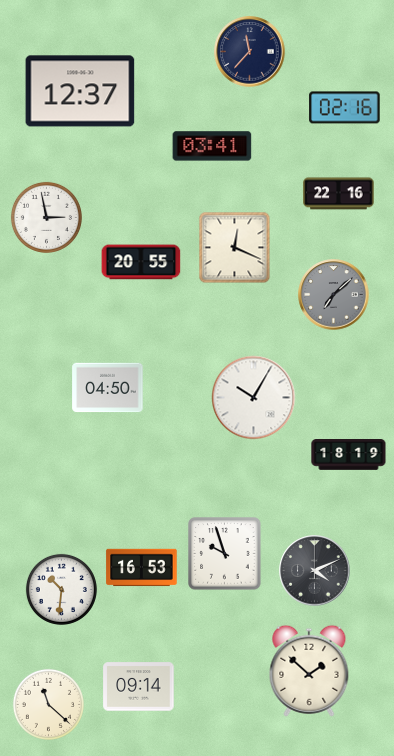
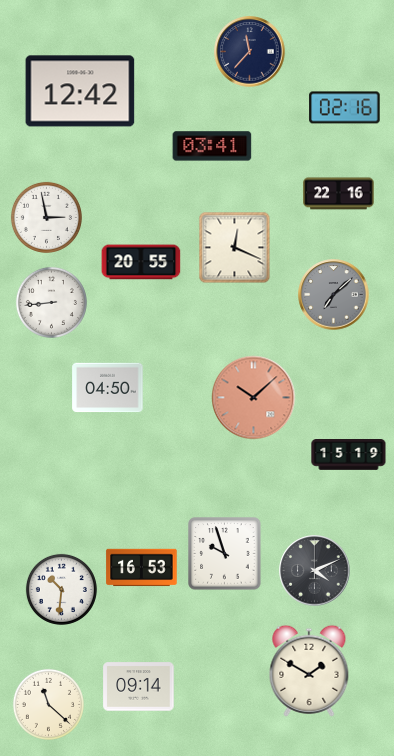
clock at (80, 91): 12:37 -> 12:42
clock at (51, 302): none -> 8:44
clock at (254, 398): 10:05 -> 10:08
clock at (254, 398) dial: white -> salmon
clock at (349, 455): 18:19 -> 15:19
clock at (309, 671): 1:52 -> 1:50
